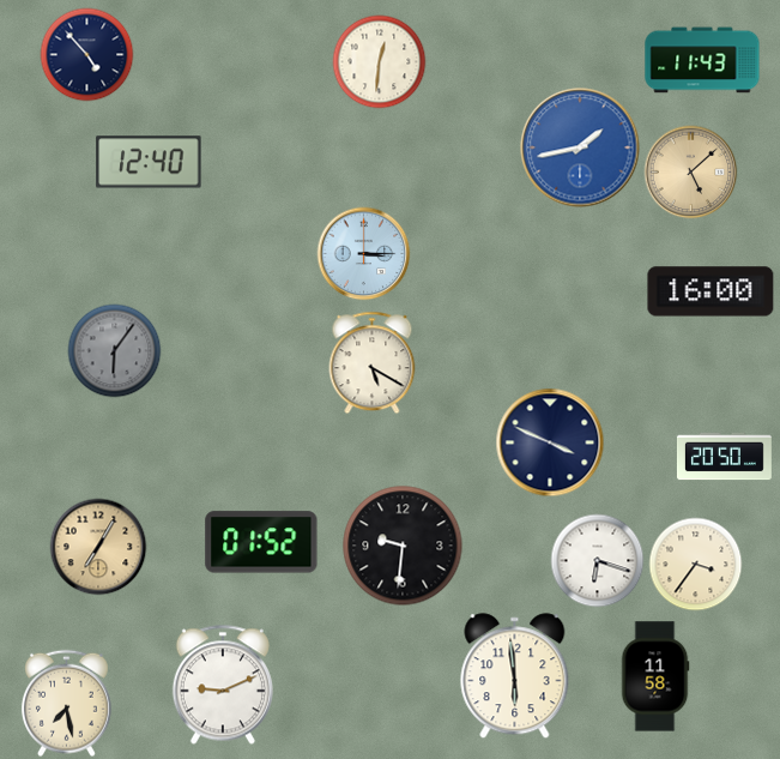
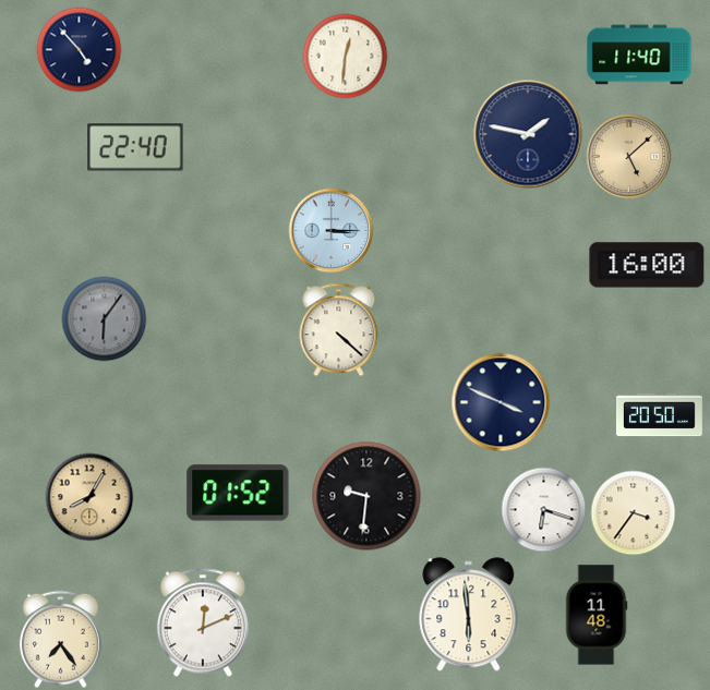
clock at (702, 60): 11:43 -> 11:40
clock at (580, 147): 1:43 -> 1:47
clock at (580, 147) dial: blue -> navy
clock at (149, 162): 12:40 -> 22:40
clock at (373, 362): 5:20 -> 4:22
clock at (98, 547): 7:05 -> 8:05
clock at (655, 676): 11:58 -> 11:48
clock at (223, 685): 9:11 -> 12:11
clock at (67, 703): 7:28 -> 7:24
